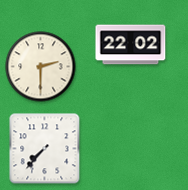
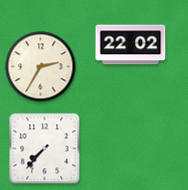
clock at (41, 67): 2:30 -> 2:35
